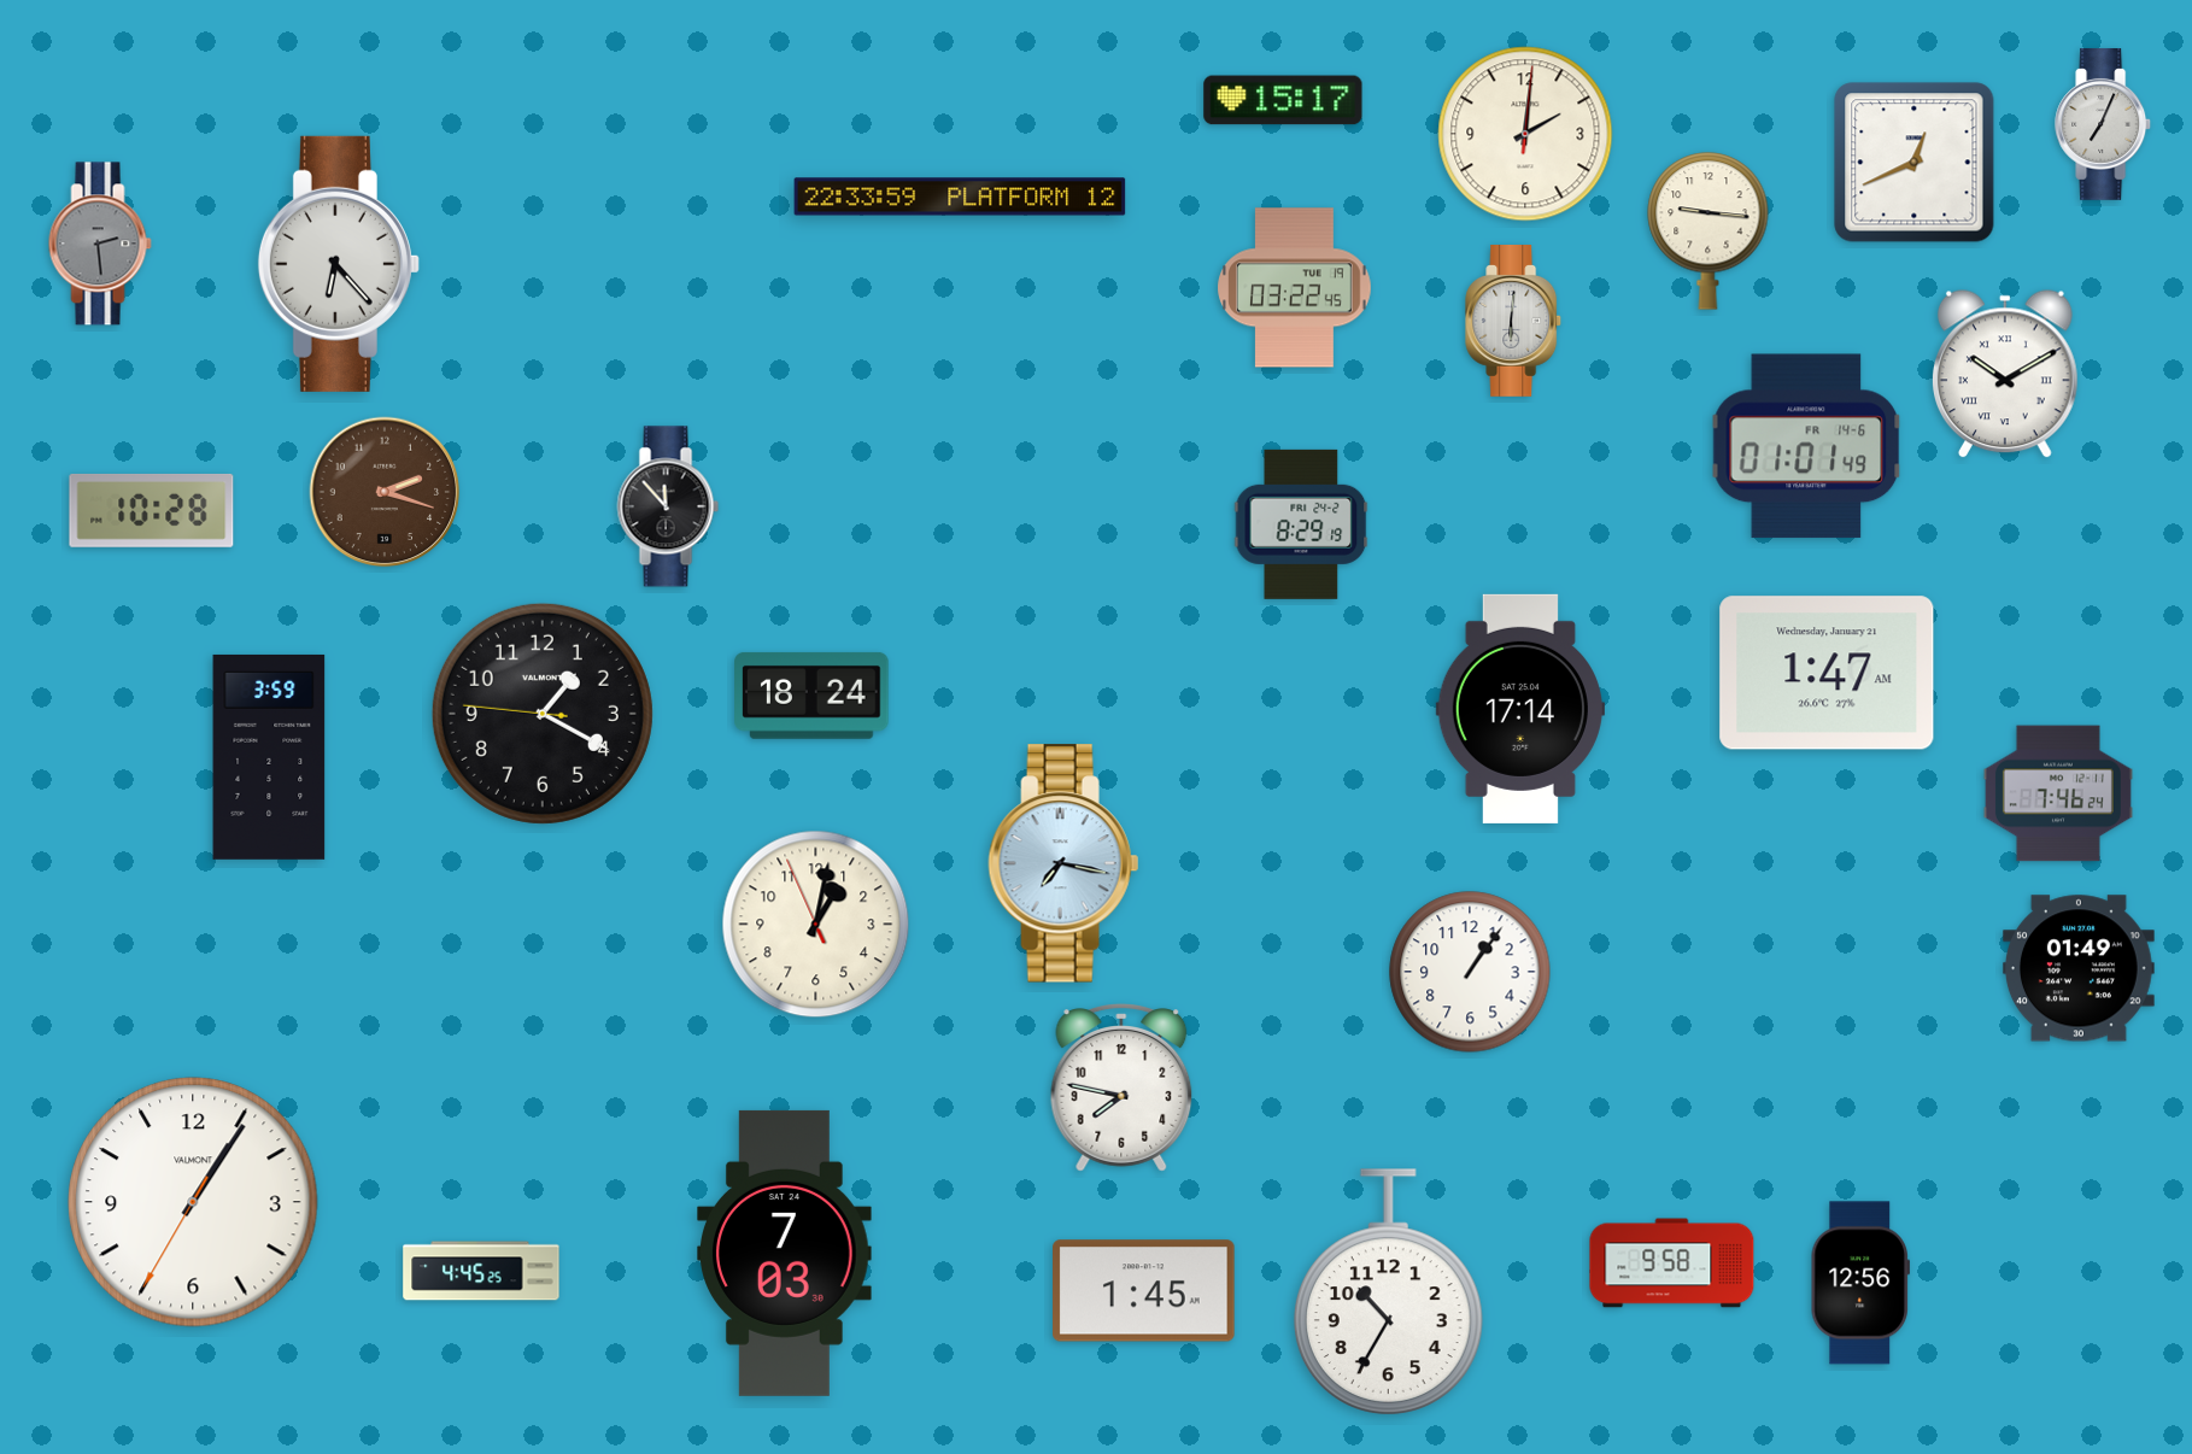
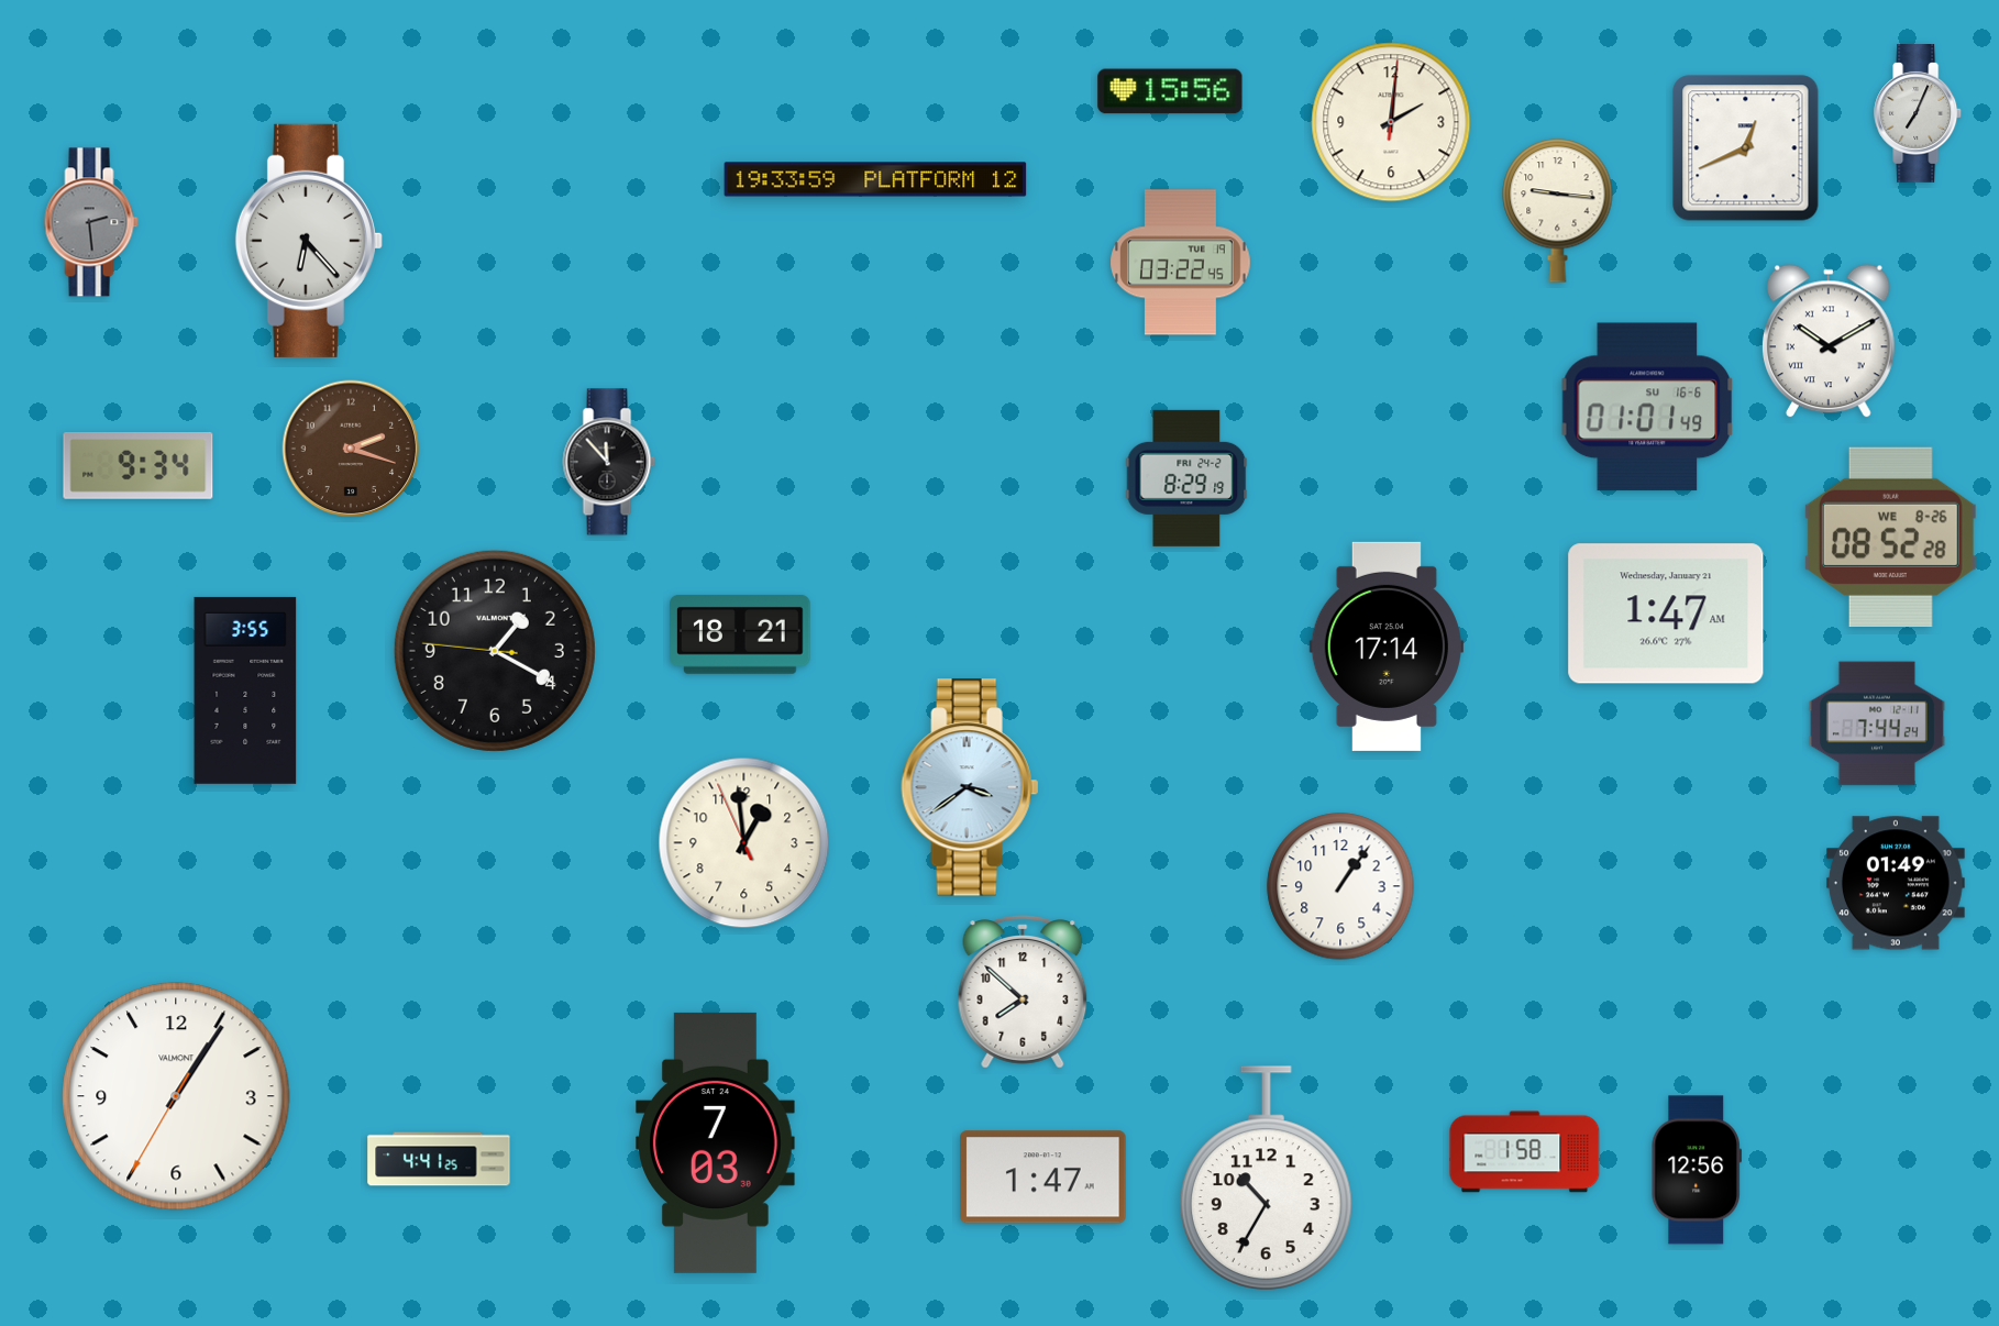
clock at (1283, 100): 15:17 -> 15:56
clock at (960, 197): 22:33 -> 19:33
clock at (1514, 322): 6:01 -> none
clock at (1806, 446) date: FR 14-6 -> SU 16-6
clock at (152, 510): 10:28 -> 9:34
clock at (1890, 537): none -> 08:52
clock at (811, 696): 18:24 -> 18:21
clock at (269, 757): 3:59 -> 3:55
clock at (2058, 793): 7:46 -> 7:44
clock at (1063, 863): 7:17 -> 3:39
clock at (816, 925): 1:01 -> 12:58
clock at (1121, 1087): 7:47 -> 7:52
clock at (1672, 1264): 9:58 -> 1:58
clock at (481, 1271): 4:45 -> 4:41
clock at (1144, 1291): 1:45 -> 1:47
